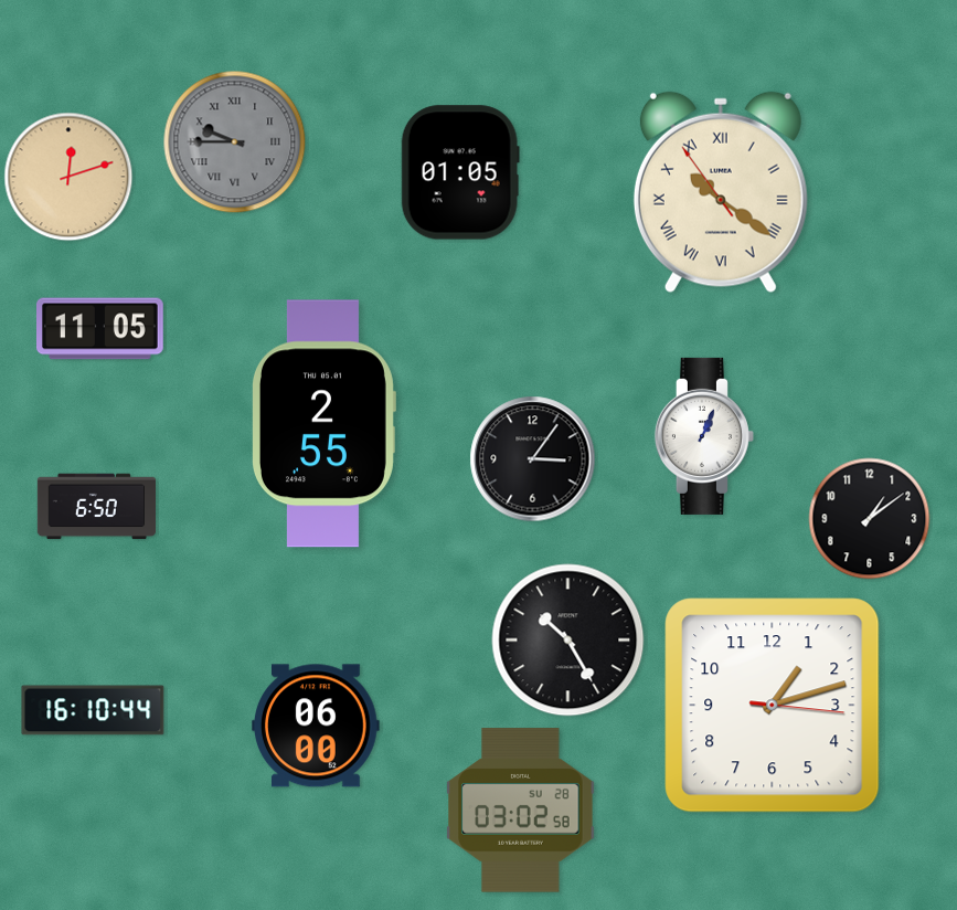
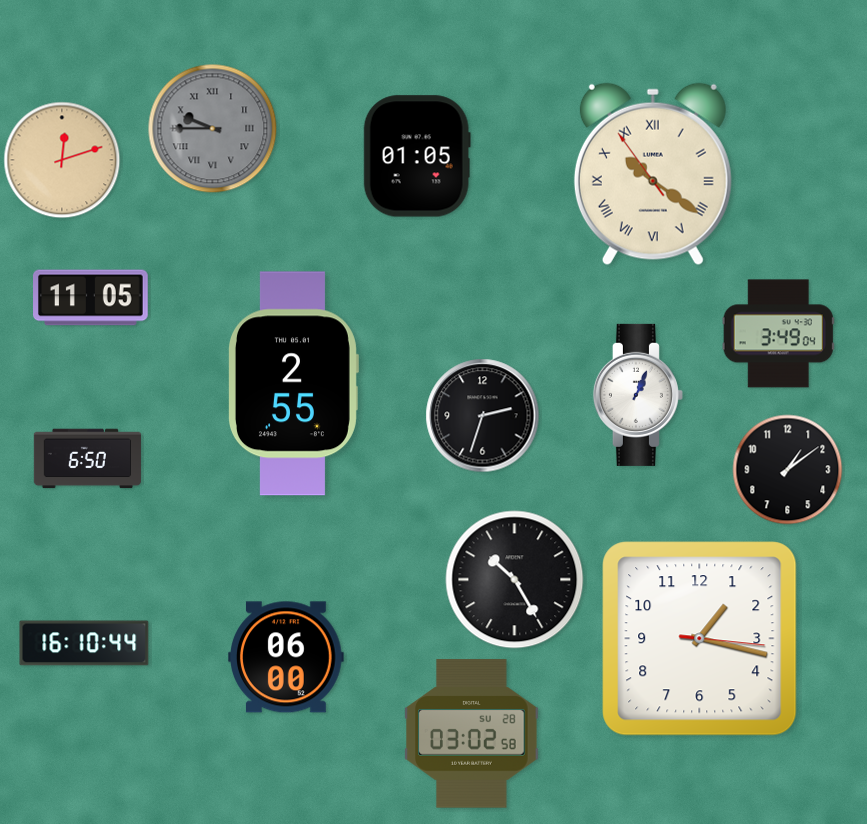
clock at (778, 334): none -> 3:49
clock at (533, 459): 3:06 -> 2:33
clock at (773, 706): 1:12 -> 1:17
